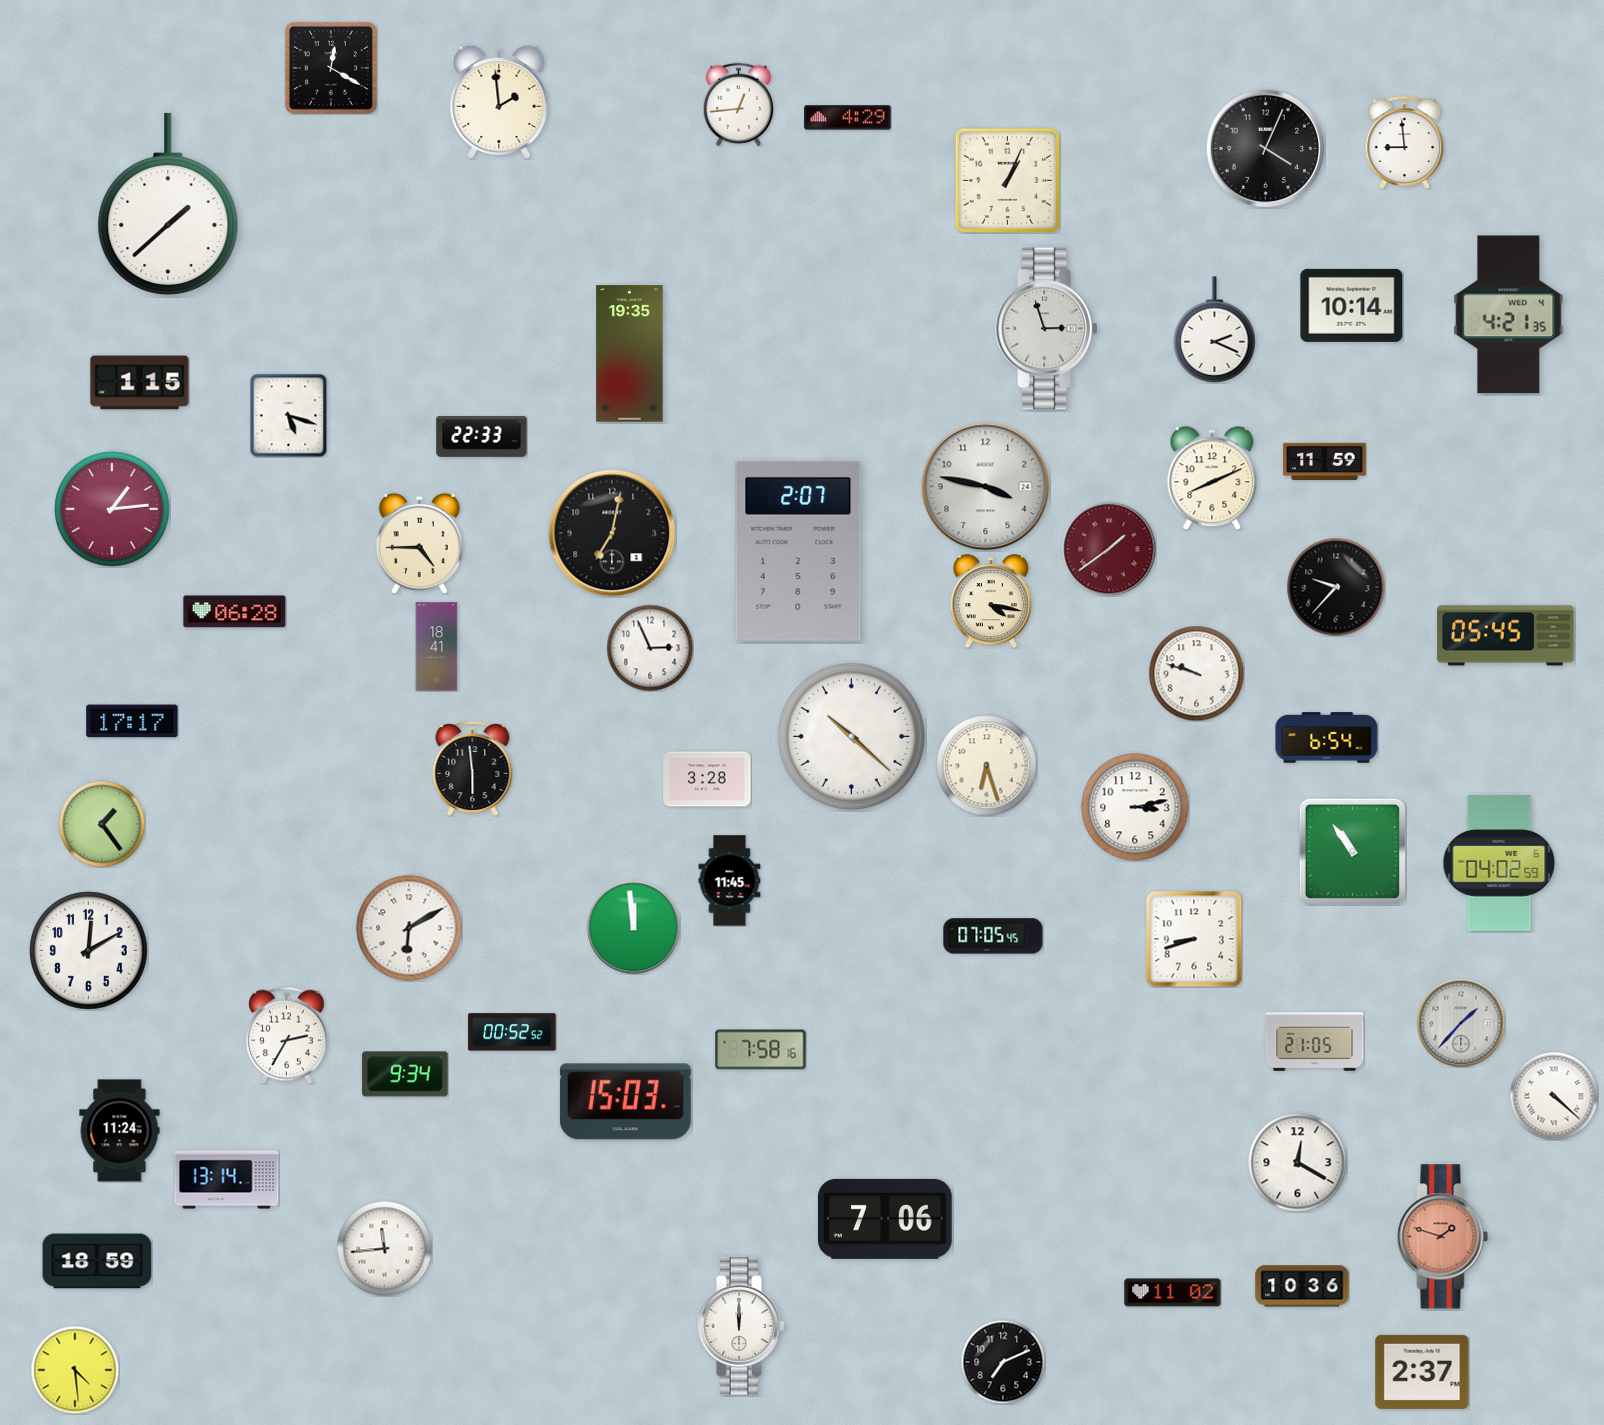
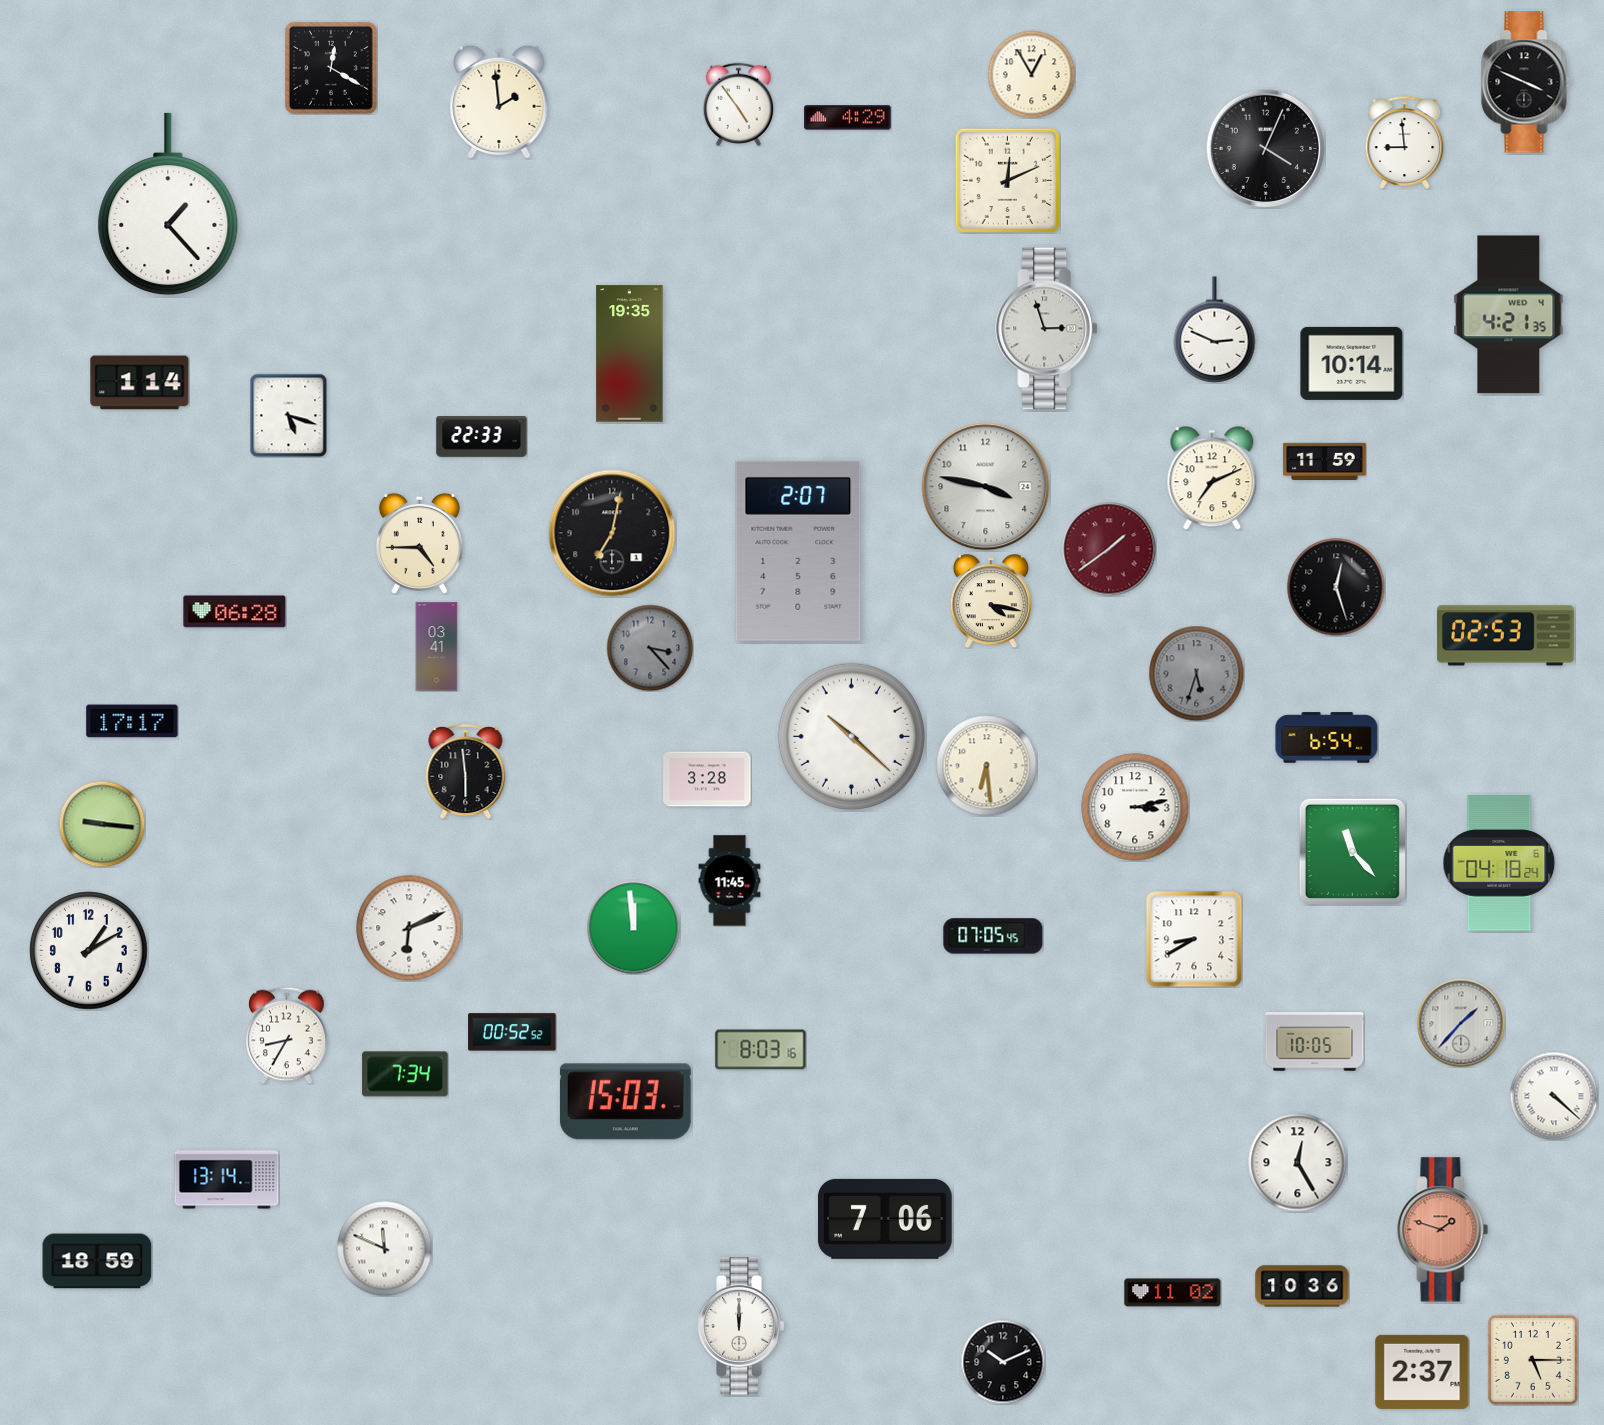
clock at (1031, 74): none -> 12:55
clock at (1526, 82): none -> 3:49
clock at (739, 104): 12:44 -> 4:54
clock at (1007, 180): 1:04 -> 12:11
clock at (168, 204): 1:38 -> 1:23
clock at (1352, 305) position: (1352, 305) -> (1352, 363)
clock at (1215, 330): 2:19 -> 2:49
clock at (140, 383): 1:15 -> 1:14
clock at (1212, 478): 8:11 -> 7:11
clock at (112, 509): 1:14 -> none
clock at (1336, 587): 9:37 -> 12:27
clock at (1506, 636): 05:45 -> 02:53
clock at (437, 647): 18:41 -> 03:41
clock at (650, 648): 2:56 -> 3:23
clock at (650, 648) dial: white -> grey
clock at (1196, 673): 9:48 -> 5:33
clock at (1196, 673) dial: white -> grey
clock at (987, 766): 6:27 -> 6:29
clock at (473, 769) position: (473, 769) -> (466, 772)
clock at (102, 824): 1:24 -> 9:16
clock at (1352, 851): 10:54 -> 11:23
clock at (1499, 863): 04:02 -> 04:18
clock at (409, 928): 6:10 -> 6:11
clock at (1194, 939): 8:42 -> 8:40
clock at (89, 951): 12:10 -> 1:10
clock at (287, 1035): 2:35 -> 8:35
clock at (1315, 1042): 21:05 -> 10:05
clock at (761, 1050): 7:58 -> 8:03
clock at (405, 1074): 9:34 -> 7:34
clock at (120, 1131): 11:24 -> none
clock at (1298, 1163): 12:20 -> 12:25
clock at (1443, 1237) position: (1443, 1237) -> (1443, 1230)
clock at (384, 1248): 11:44 -> 11:49
clock at (1533, 1360): none -> 5:15
clock at (1003, 1362): 7:11 -> 10:11
clock at (75, 1370): 4:29 -> none
